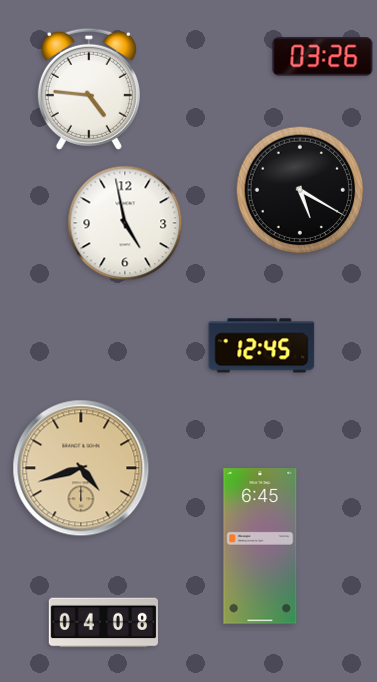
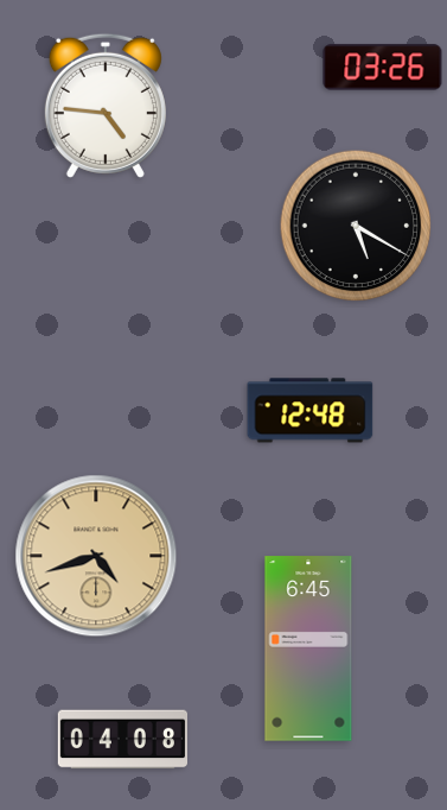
clock at (125, 223): 4:58 -> none
clock at (262, 346): 12:45 -> 12:48
